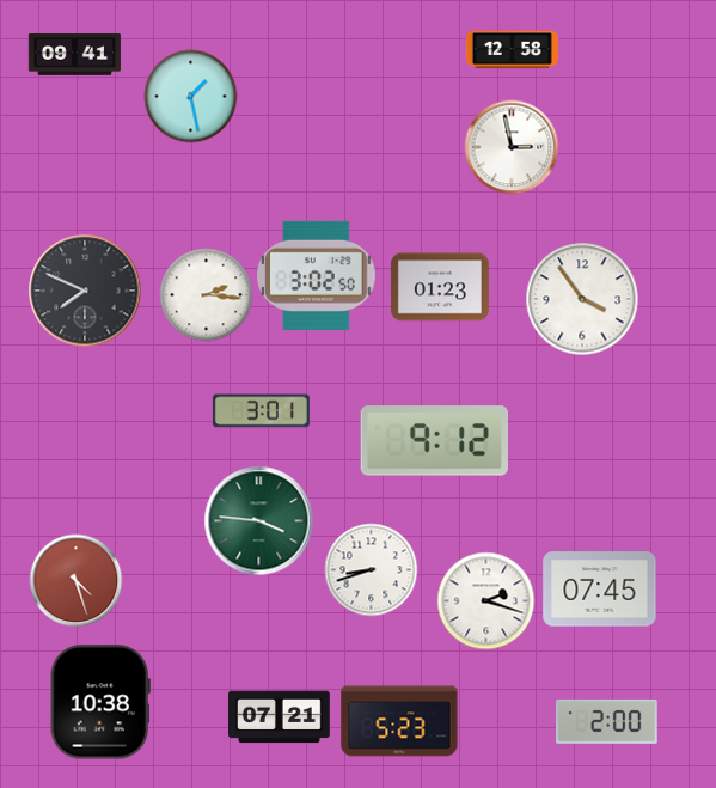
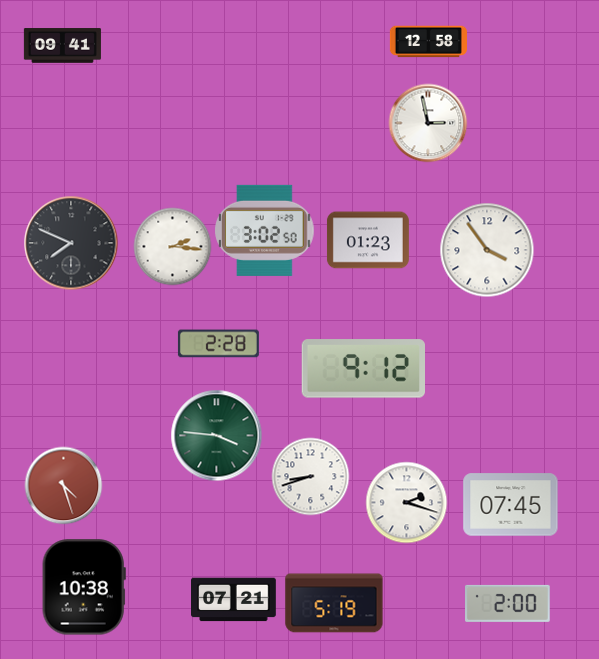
clock at (190, 96): 1:28 -> none
clock at (261, 411): 3:01 -> 2:28
clock at (600, 590) position: (600, 590) -> (511, 505)
clock at (399, 721): 5:23 -> 5:19
